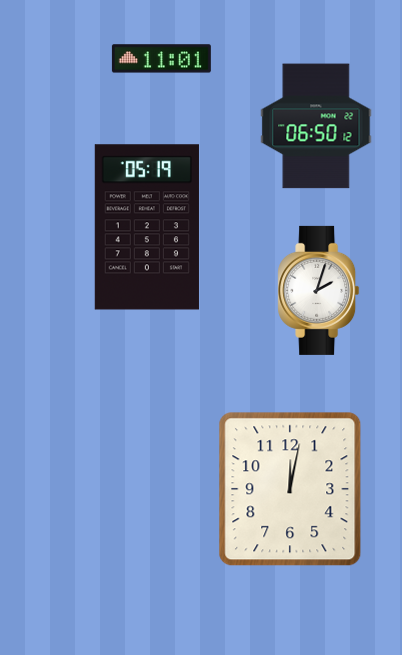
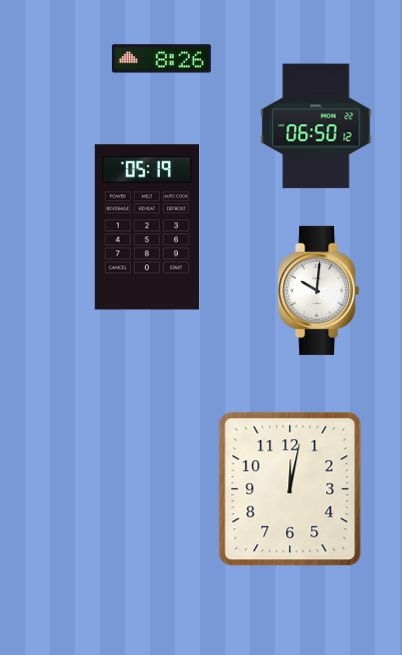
clock at (161, 59): 11:01 -> 8:26
clock at (319, 290): 2:03 -> 10:01
